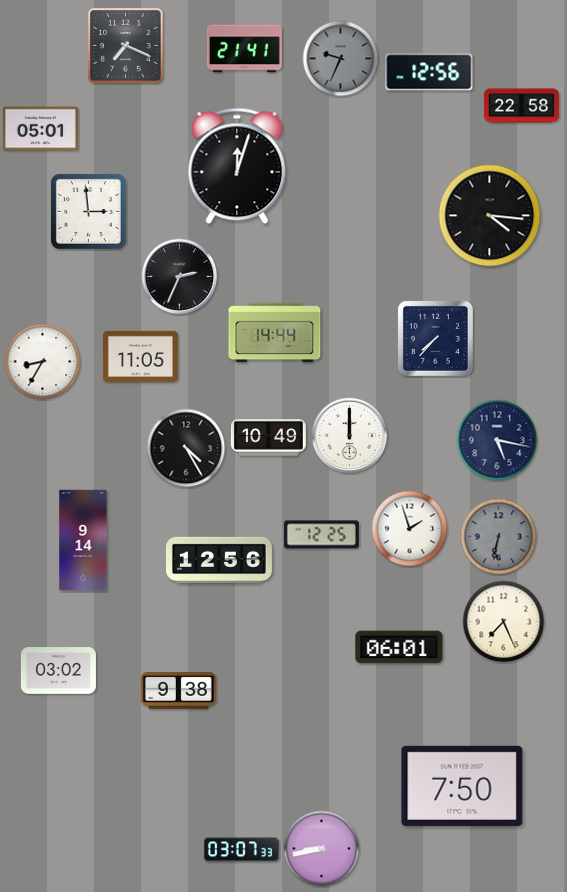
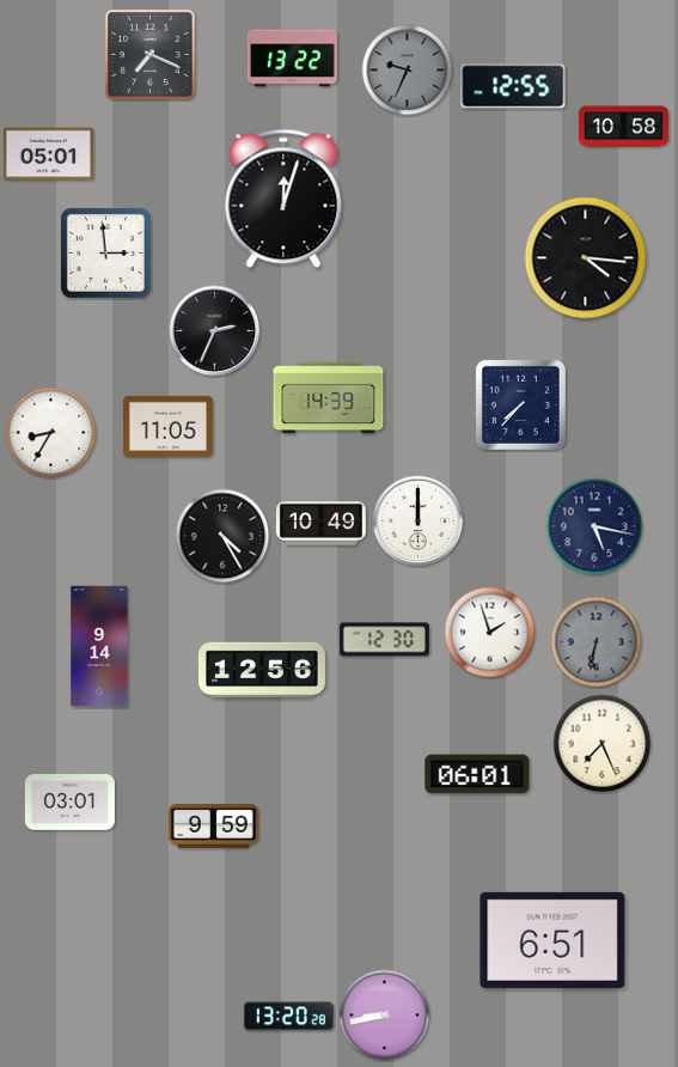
clock at (244, 49): 21:41 -> 13:22
clock at (429, 72): 12:56 -> 12:55
clock at (521, 106): 22:58 -> 10:58
clock at (275, 333): 14:44 -> 14:39
clock at (321, 535): 12:25 -> 12:30
clock at (58, 671): 03:02 -> 03:01
clock at (178, 691): 9:38 -> 9:59
clock at (462, 786): 7:50 -> 6:51
clock at (241, 850): 03:07 -> 13:20
